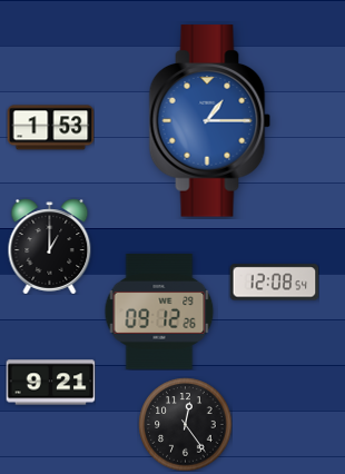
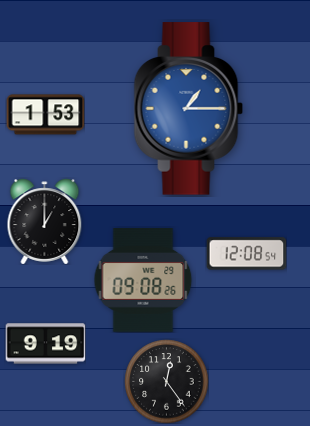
clock at (159, 312): 09:12 -> 09:08
clock at (50, 383): 9:21 -> 9:19
